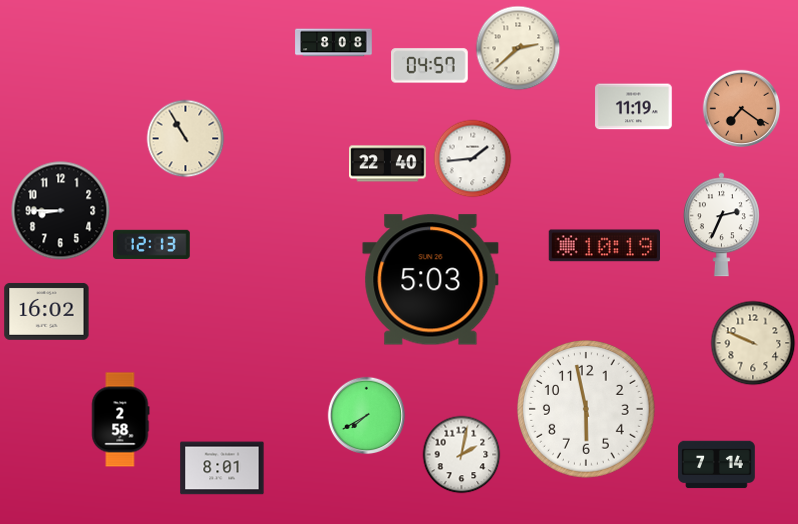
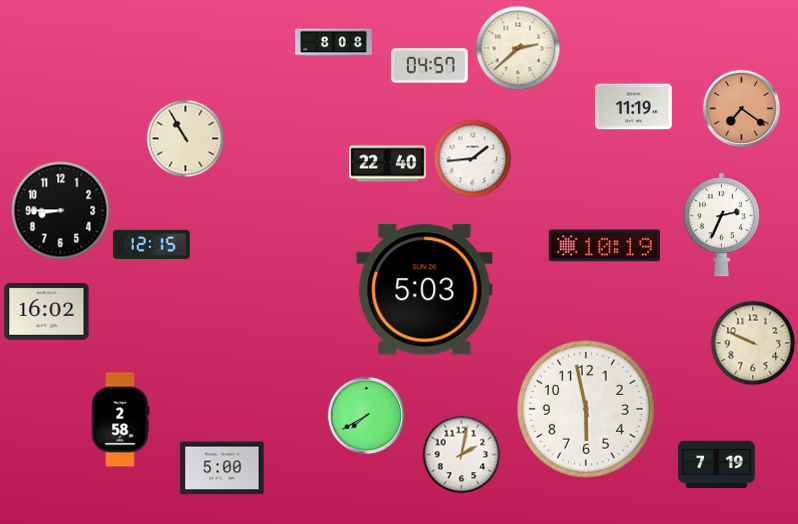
clock at (152, 244): 12:13 -> 12:15
clock at (431, 280) position: (431, 280) -> (425, 290)
clock at (717, 465): 7:14 -> 7:19
clock at (222, 468): 8:01 -> 5:00
